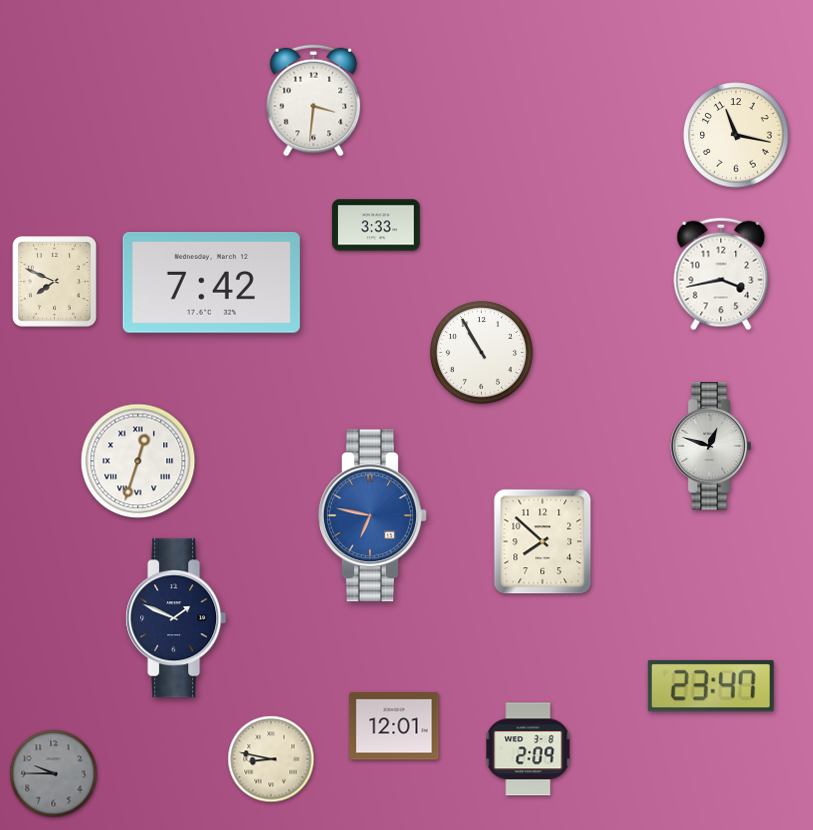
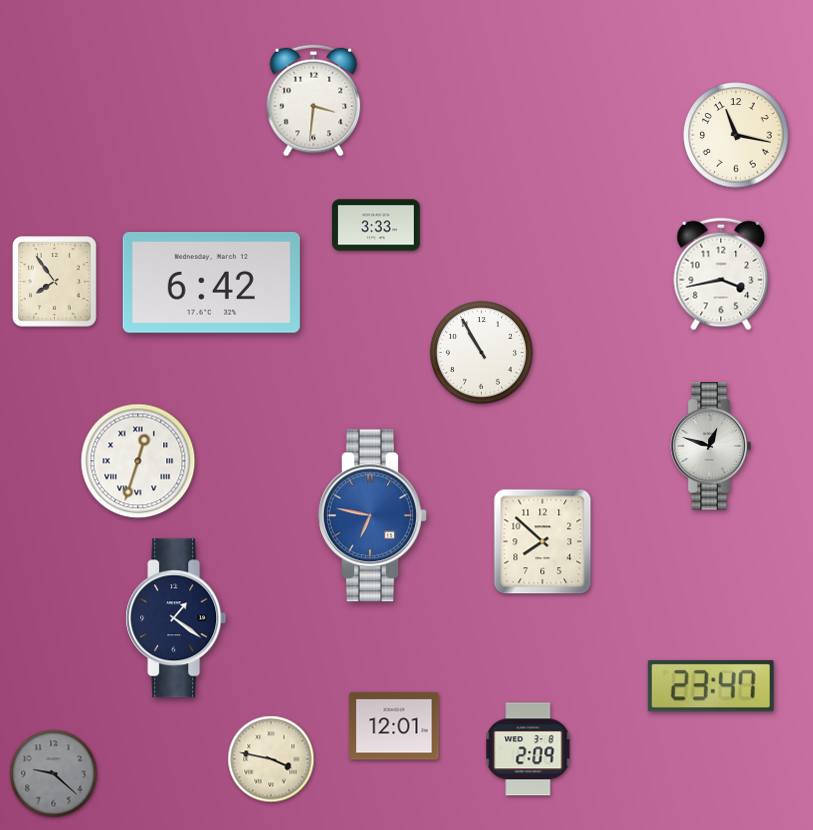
clock at (55, 282): 7:49 -> 7:54
clock at (211, 283): 7:42 -> 6:42
clock at (176, 618): 1:49 -> 1:21
clock at (271, 759): 8:47 -> 3:47
clock at (54, 774): 9:45 -> 9:22
